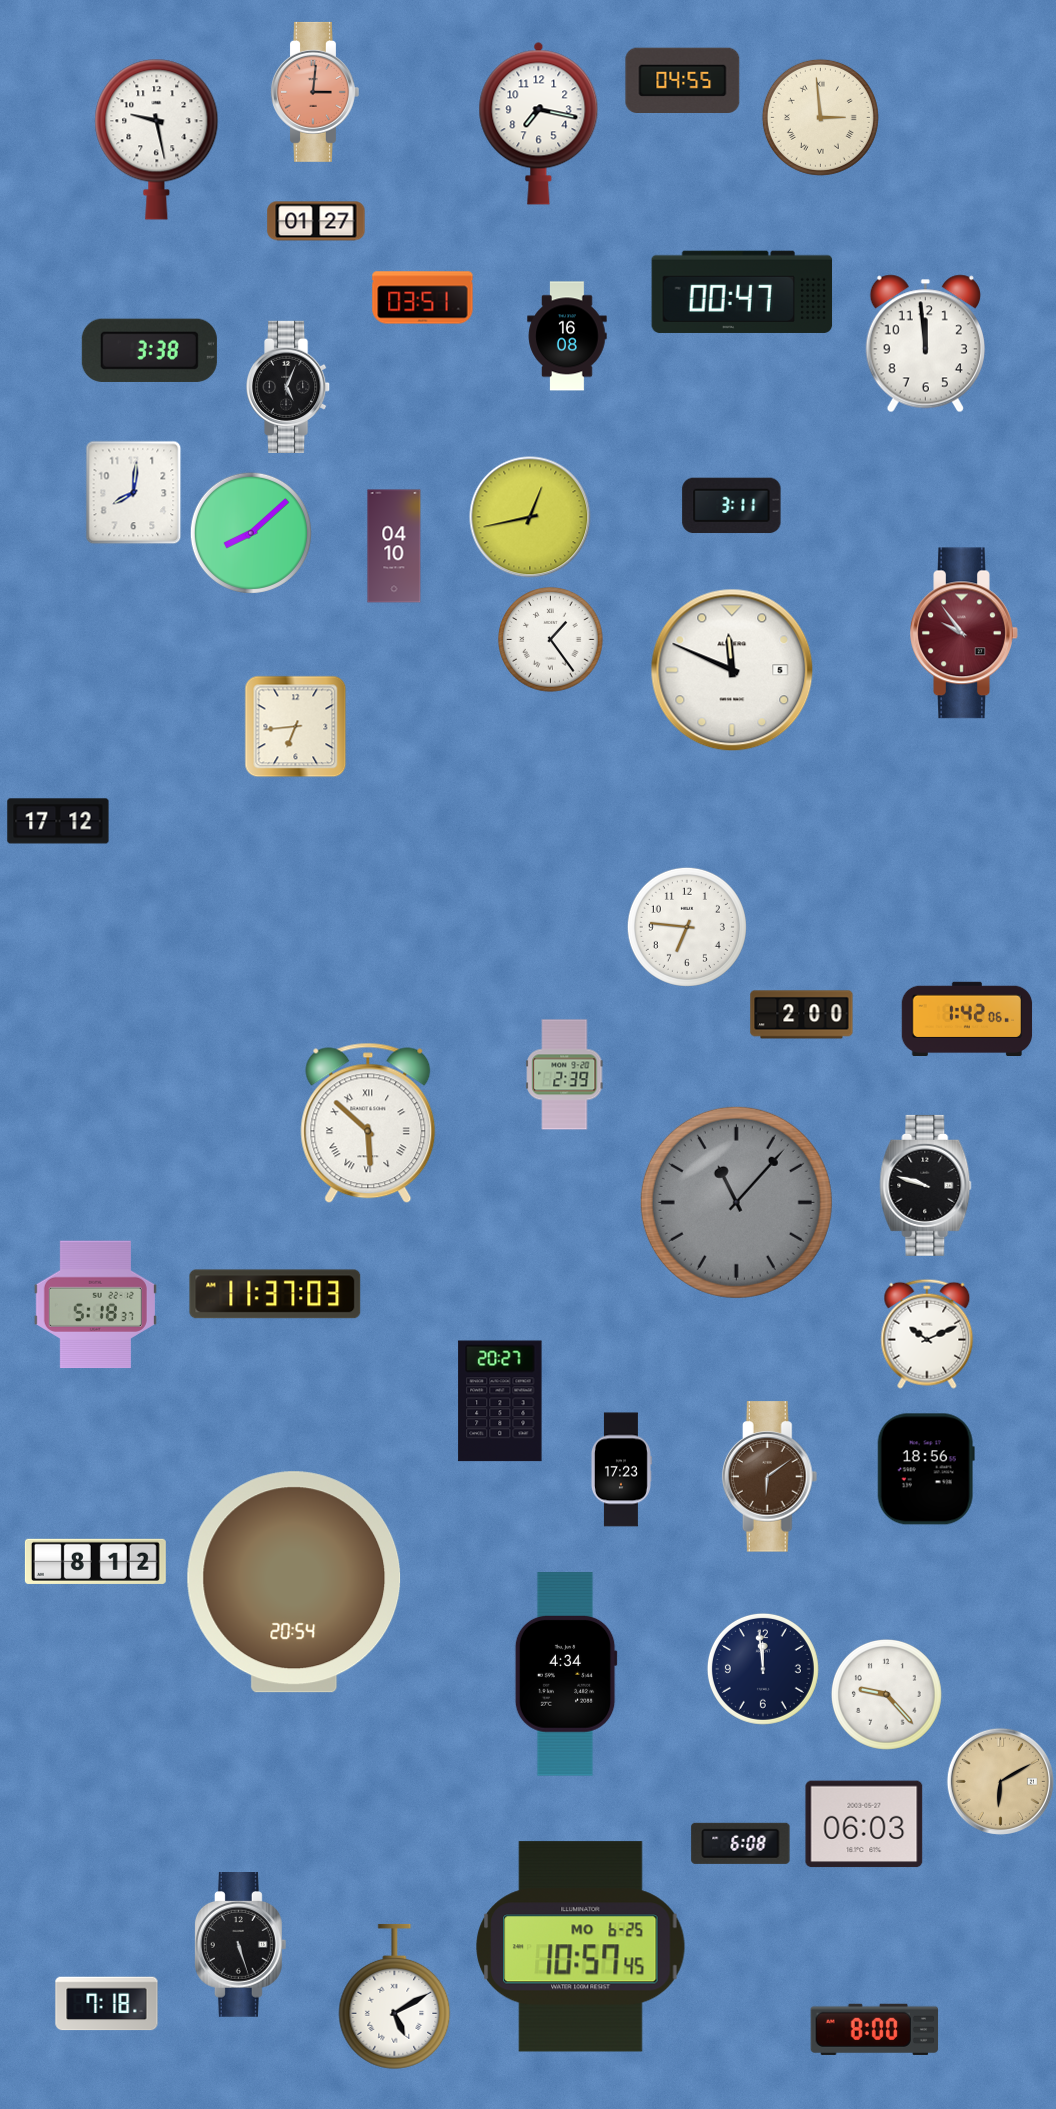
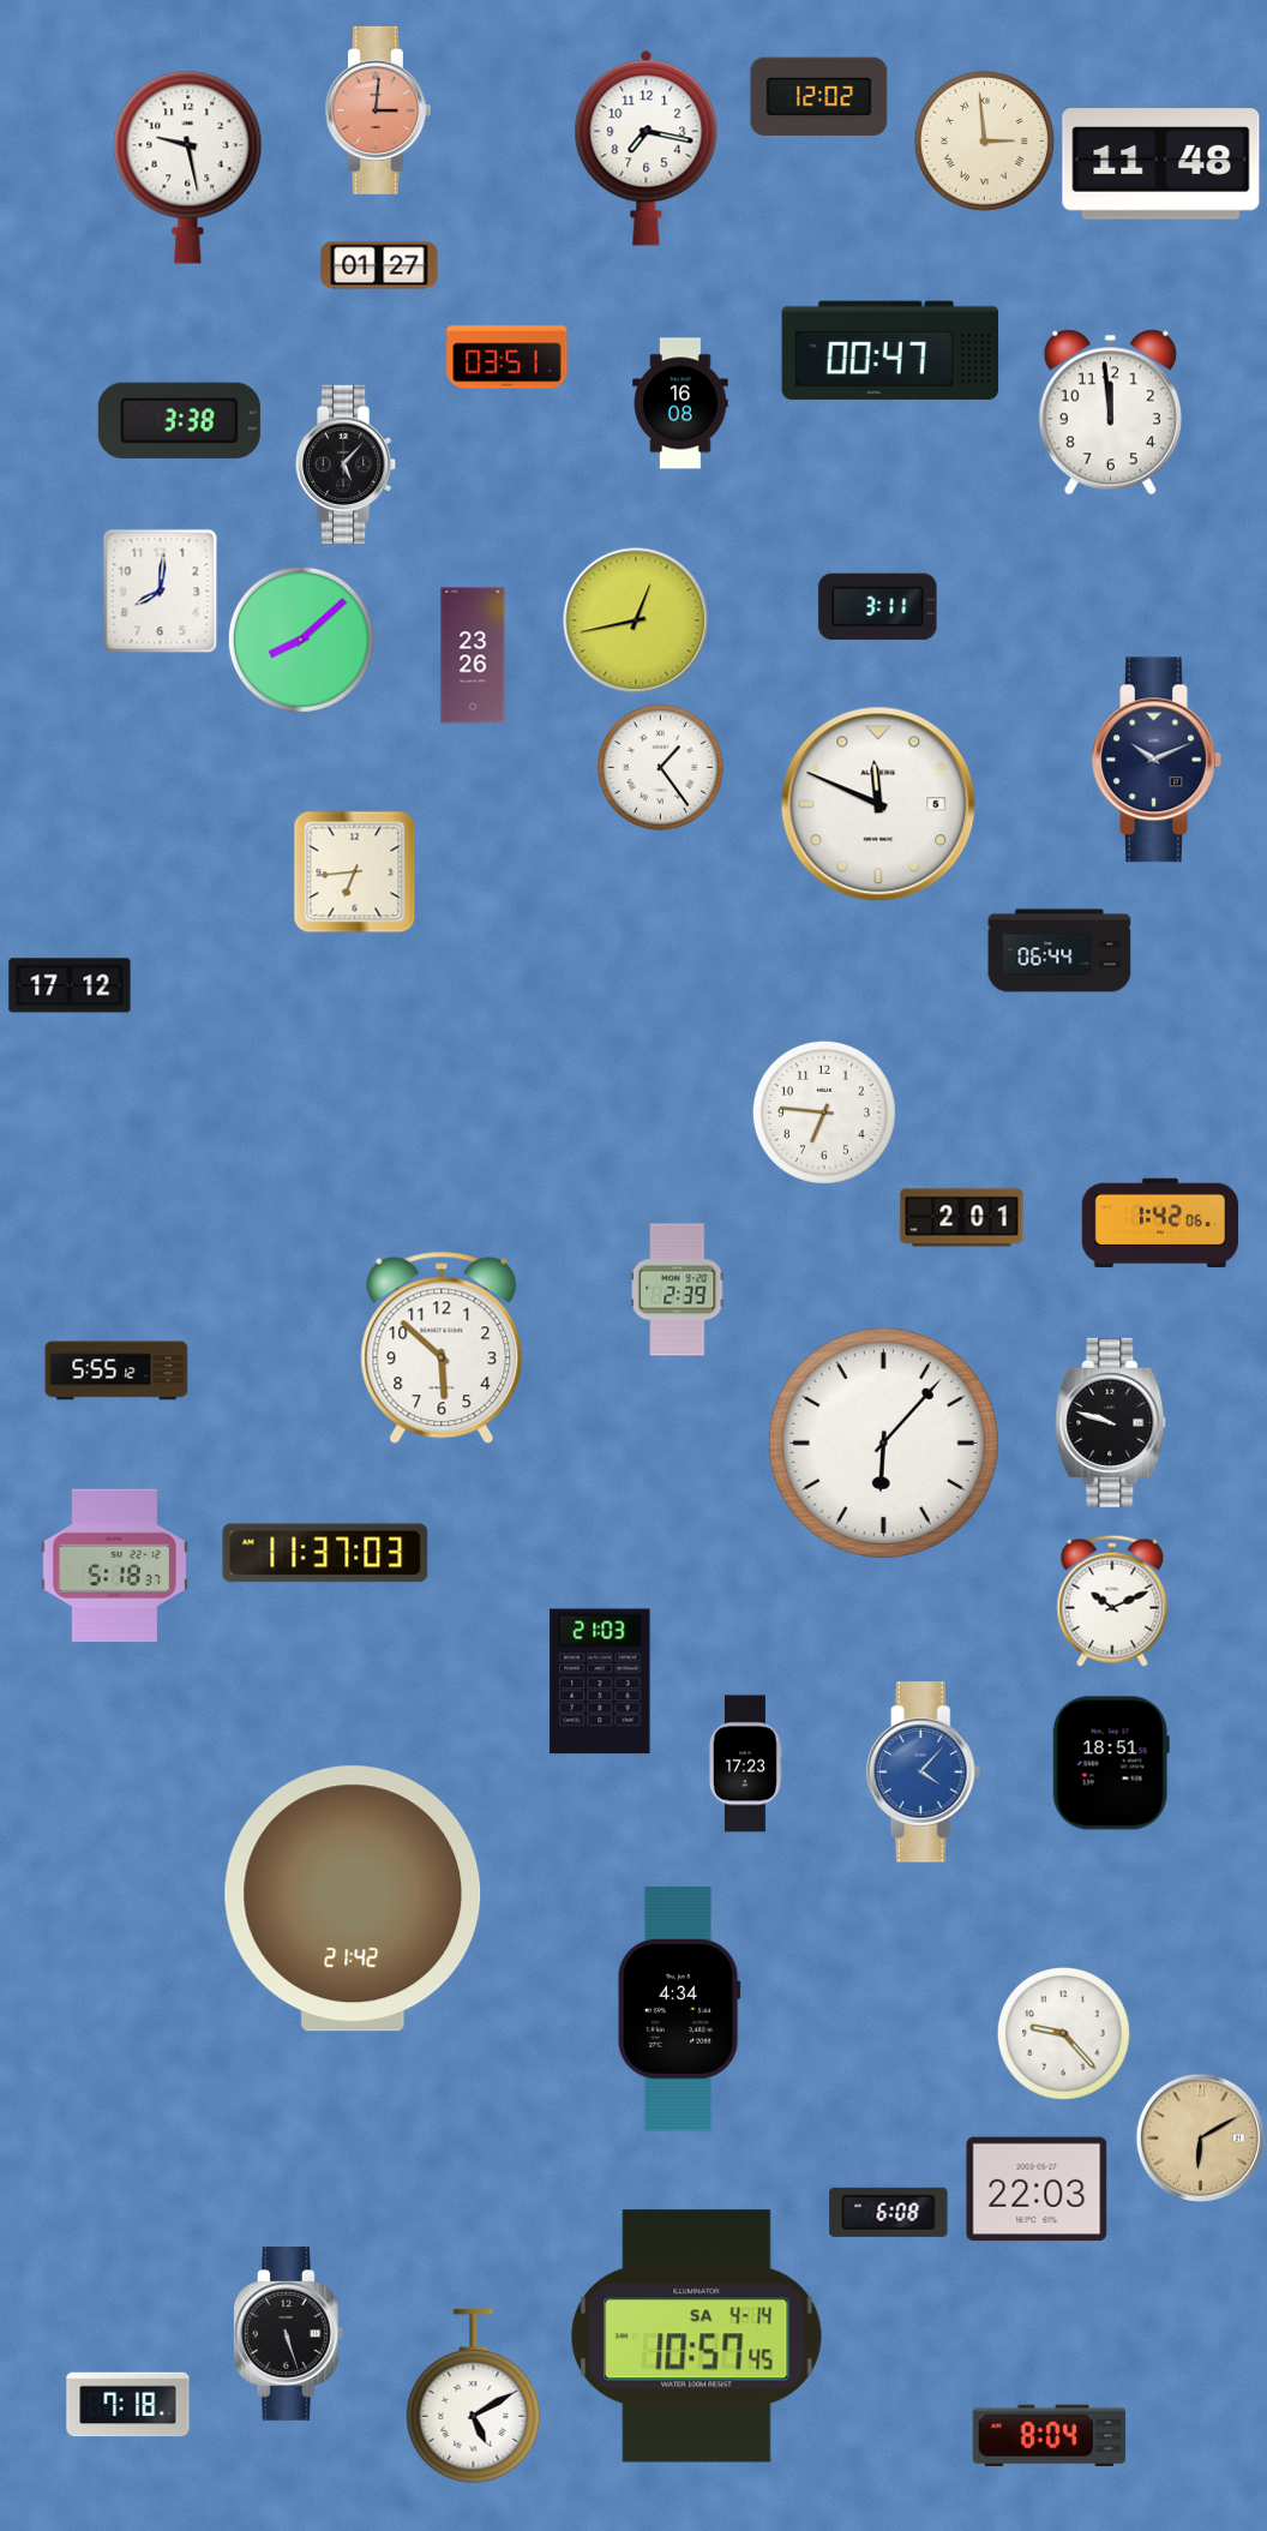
clock at (683, 81): 04:55 -> 12:02
clock at (1161, 164): none -> 11:48
clock at (289, 387): 5:04 -> 5:07
clock at (394, 546): 04:10 -> 23:26
clock at (964, 633): 9:54 -> 10:11
clock at (964, 633) dial: burgundy -> navy
clock at (1059, 950): none -> 06:44
clock at (802, 1015): 2:00 -> 2:01
clock at (368, 1123) numerals: Roman -> Arabic
clock at (116, 1371): none -> 5:55
clock at (736, 1202): 11:07 -> 6:07
clock at (736, 1202) dial: grey -> white
clock at (275, 1294) position: (275, 1294) -> (325, 1553)
clock at (500, 1401): 20:27 -> 21:03
clock at (926, 1469): 18:56 -> 18:51
clock at (770, 1477): 6:09 -> 4:07
clock at (770, 1477) dial: brown -> blue
clock at (95, 1561): 8:12 -> none
clock at (294, 1582): 20:54 -> 21:42
clock at (763, 1669): 11:59 -> none
clock at (864, 1824): 06:03 -> 22:03
clock at (581, 1947) date: MO 6-25 -> SA 4-14
clock at (875, 2029): 8:00 -> 8:04
